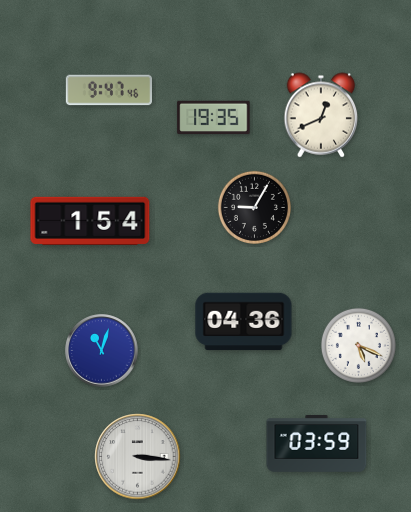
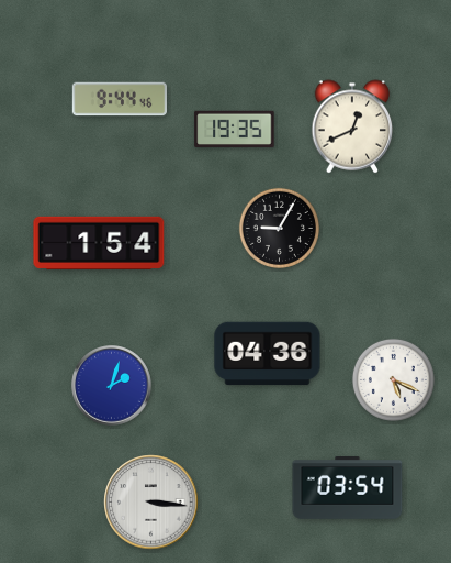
clock at (108, 90): 9:47 -> 9:44
clock at (102, 351): 11:03 -> 2:03
clock at (317, 444): 03:59 -> 03:54
